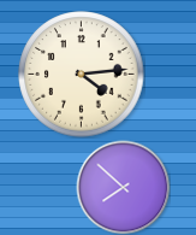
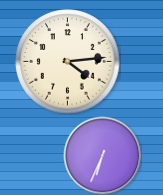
clock at (123, 187): 7:52 -> 6:34
